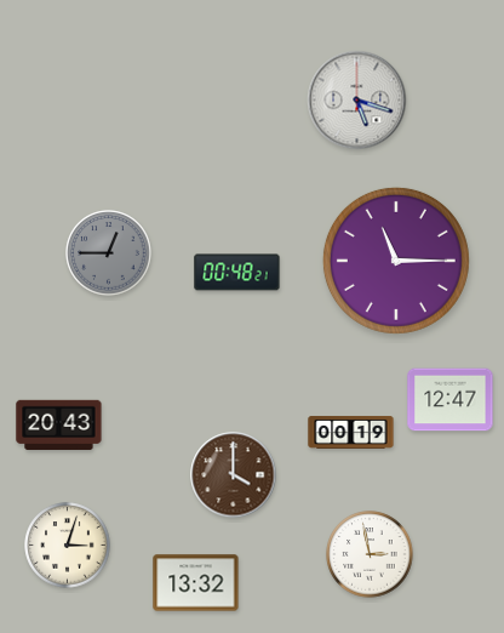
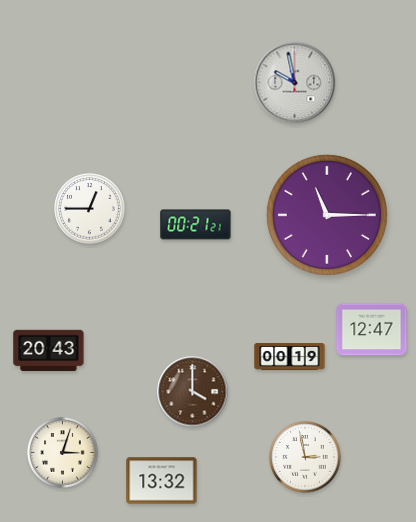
clock at (357, 101): 5:18 -> 9:58
clock at (109, 253) dial: grey -> white
clock at (237, 273): 00:48 -> 00:21
clock at (68, 546) position: (68, 546) -> (63, 453)
